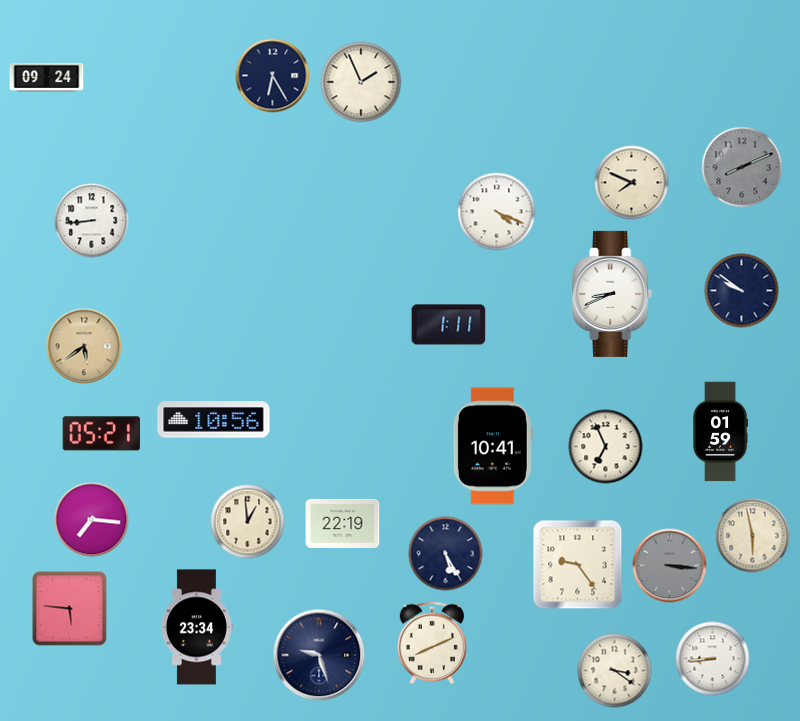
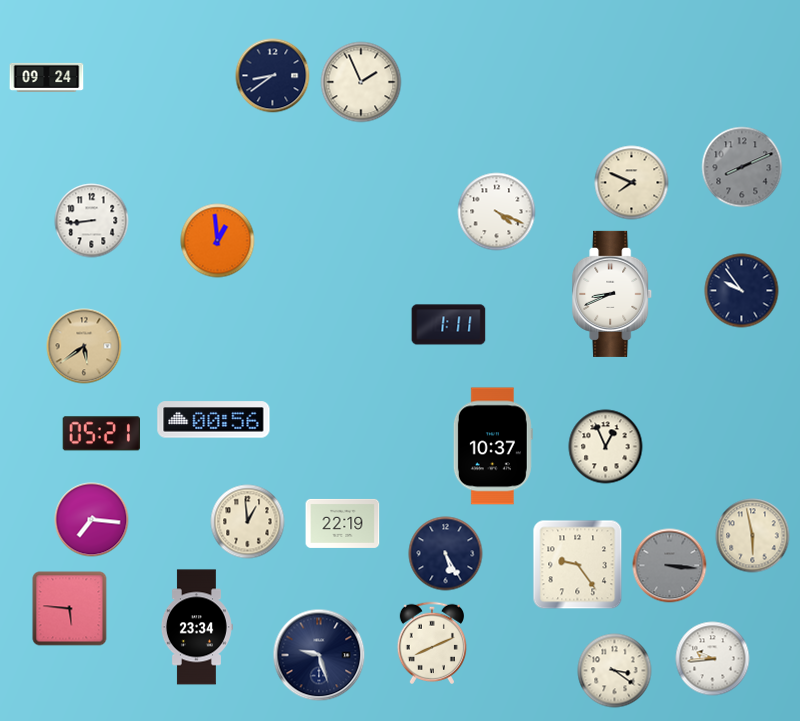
clock at (273, 76): 6:25 -> 8:39
clock at (218, 241): none -> 12:59
clock at (742, 291): 9:51 -> 9:54
clock at (214, 420): 10:56 -> 00:56
clock at (721, 432): 01:59 -> none
clock at (493, 446): 10:41 -> 10:37
clock at (606, 447): 6:56 -> 12:56
clock at (713, 659): 8:44 -> 9:44
